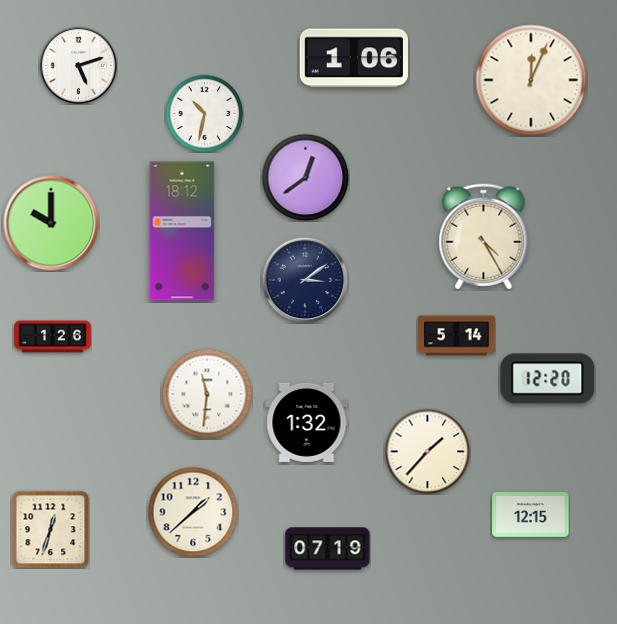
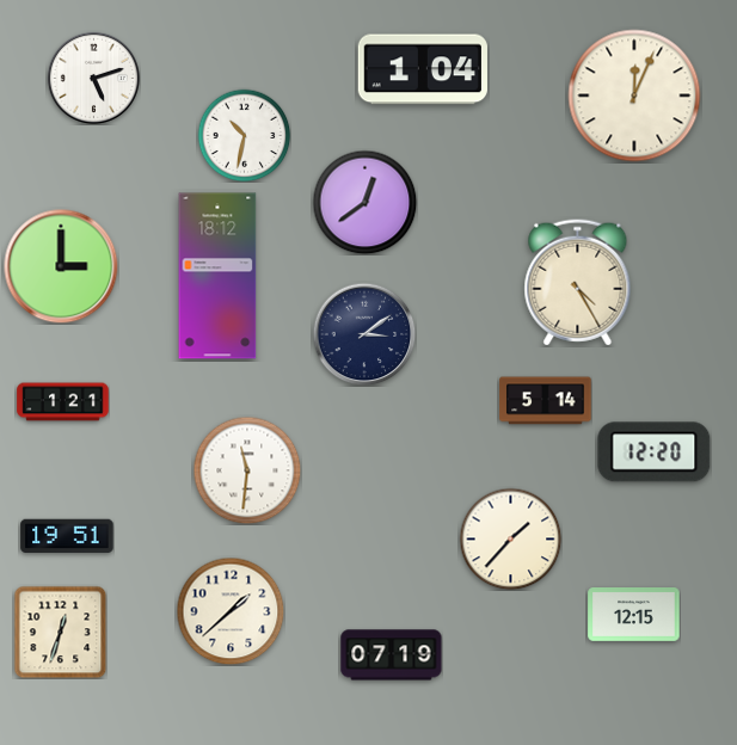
clock at (354, 58): 1:06 -> 1:04
clock at (305, 177) position: (305, 177) -> (364, 202)
clock at (51, 223): 10:00 -> 3:00
clock at (53, 337): 1:26 -> 1:21
clock at (307, 422): 1:32 -> none
clock at (67, 536): none -> 19:51
